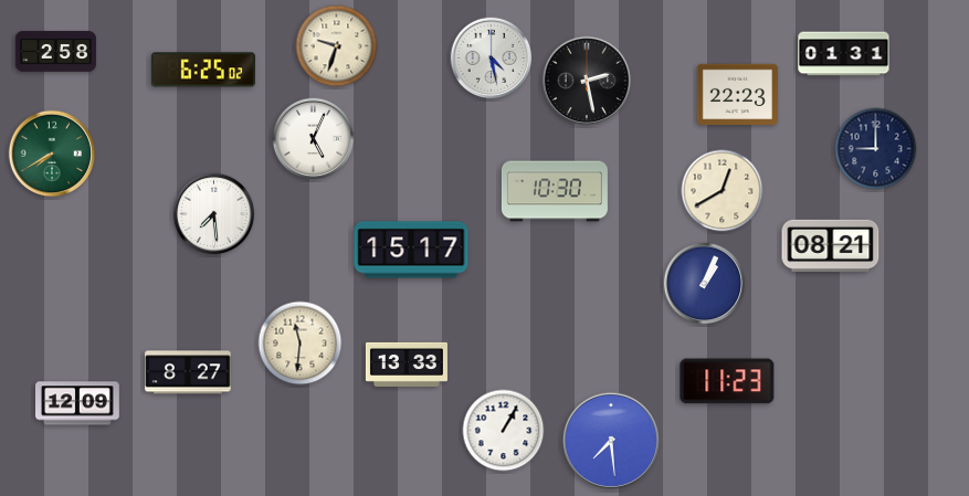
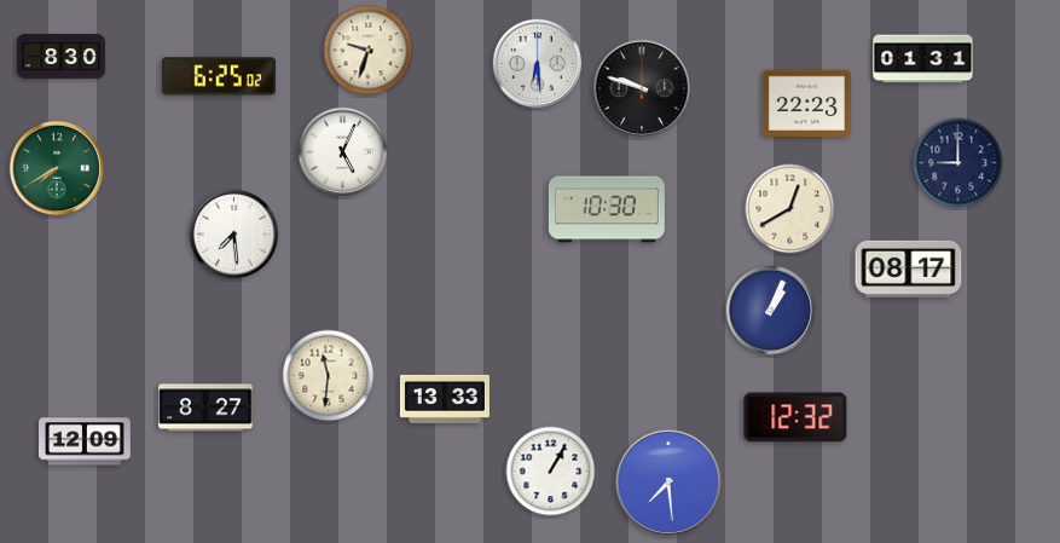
clock at (55, 52): 2:58 -> 8:30
clock at (492, 59): 4:28 -> 6:29
clock at (203, 70) position: (203, 70) -> (219, 76)
clock at (587, 81): 2:28 -> 9:48
clock at (831, 245): 08:21 -> 08:17
clock at (411, 250): 15:17 -> none
clock at (727, 381): 11:23 -> 12:32
